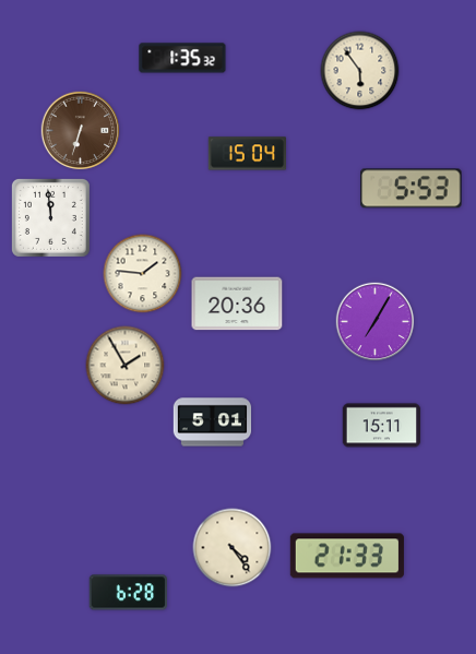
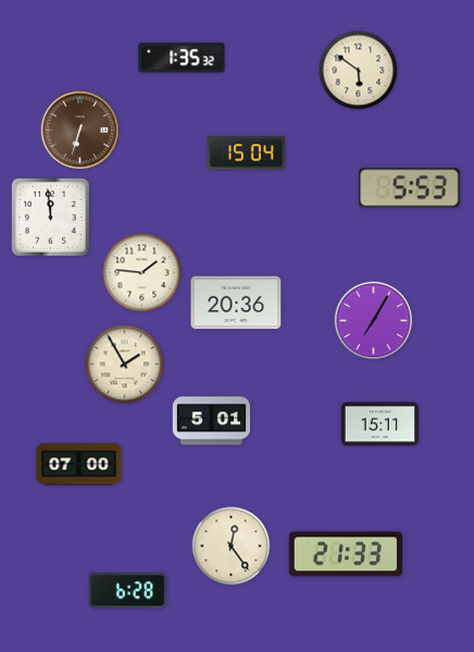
clock at (360, 71): 5:54 -> 5:51
clock at (79, 465): none -> 07:00
clock at (233, 548): 4:24 -> 12:24
